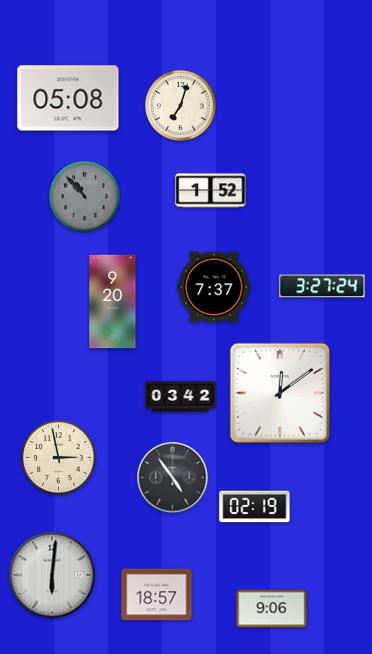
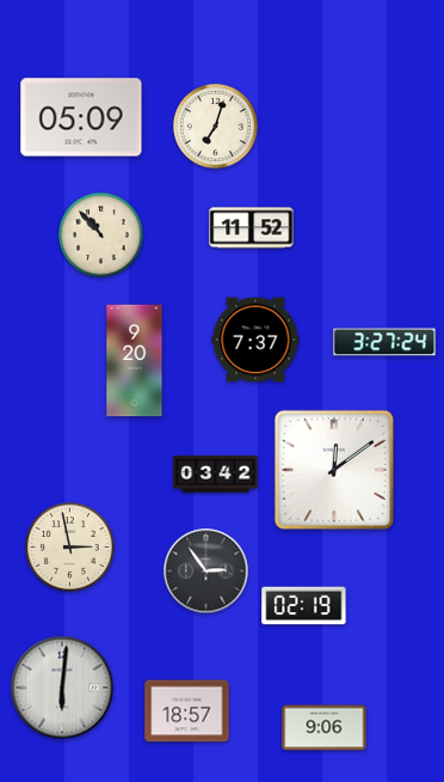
clock at (68, 98): 05:08 -> 05:09
clock at (211, 191): 1:52 -> 11:52
clock at (85, 197) dial: grey -> cream
clock at (214, 287) position: (214, 287) -> (255, 340)
clock at (173, 478): 4:54 -> 2:54
